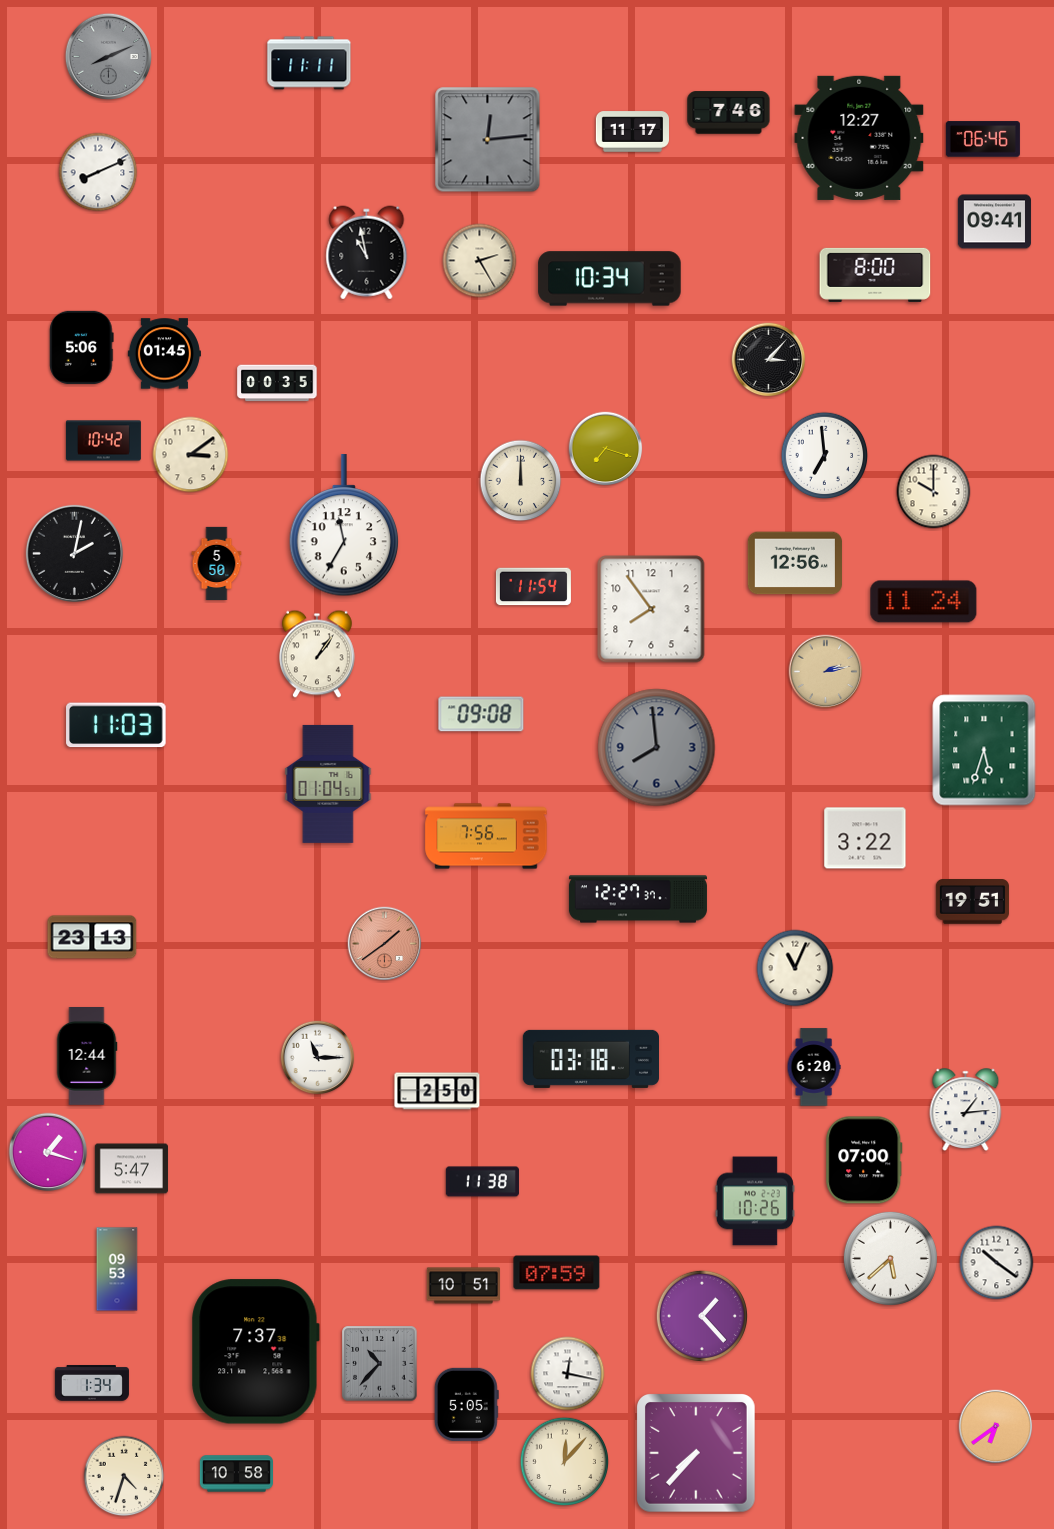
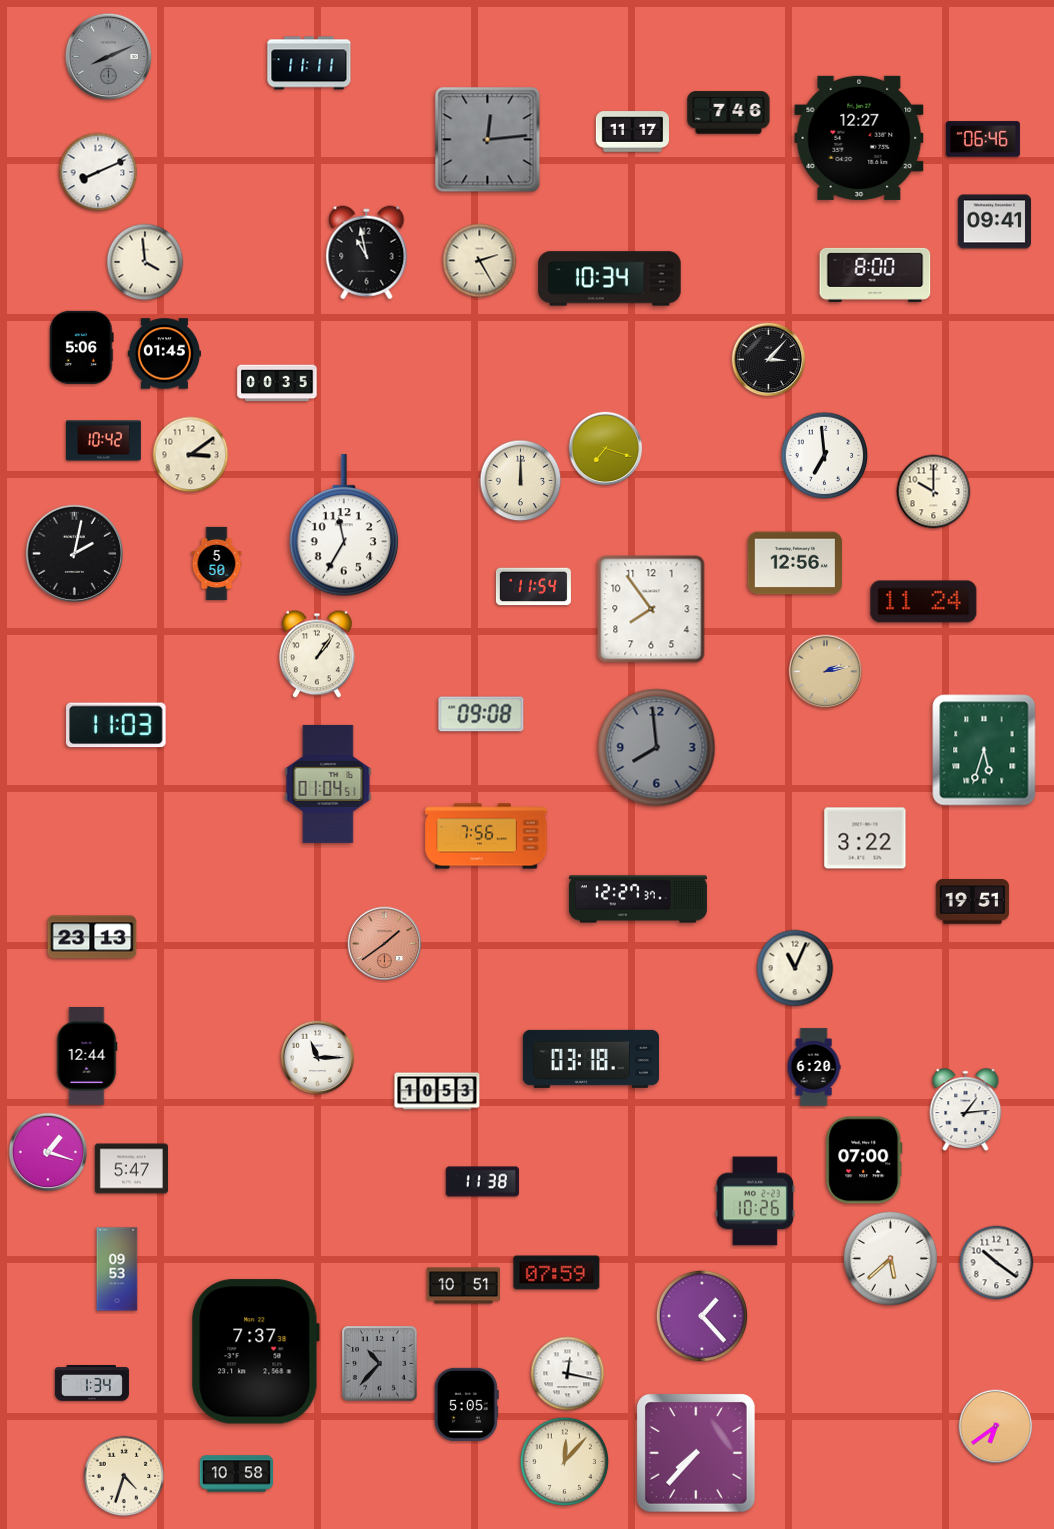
clock at (145, 262): none -> 3:59
clock at (437, 1091): 2:50 -> 10:53
